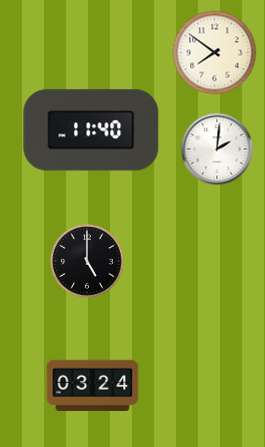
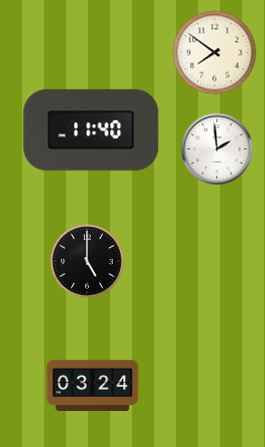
clock at (217, 149): 2:01 -> 1:59
